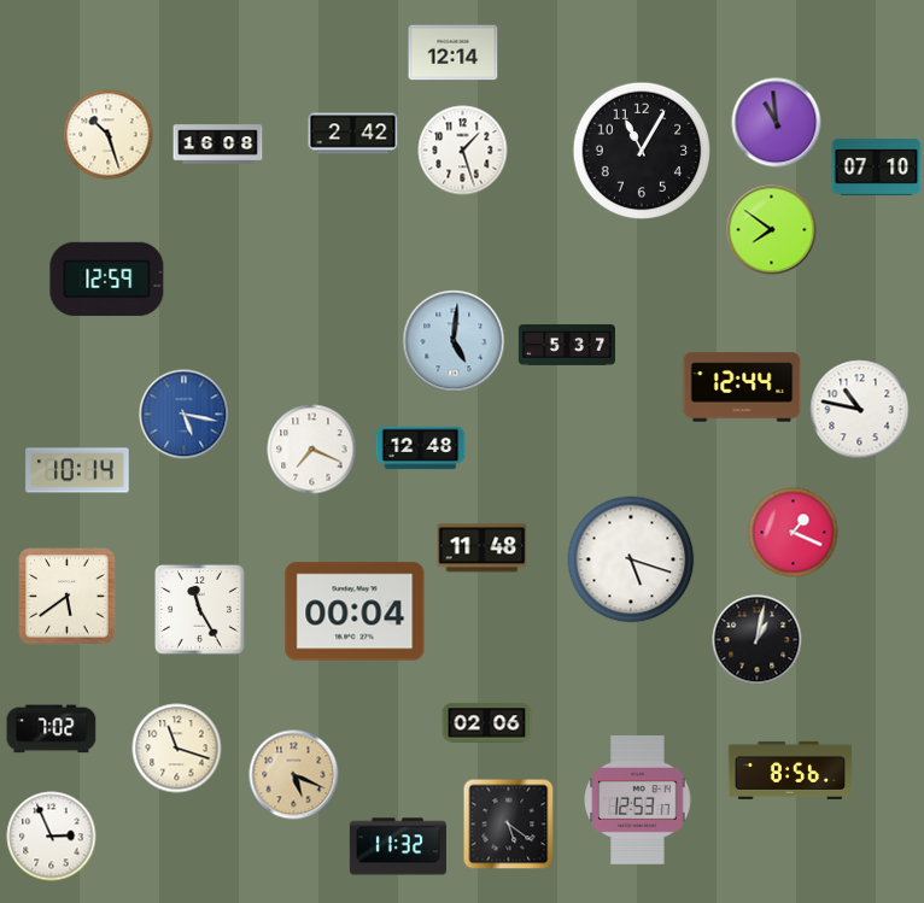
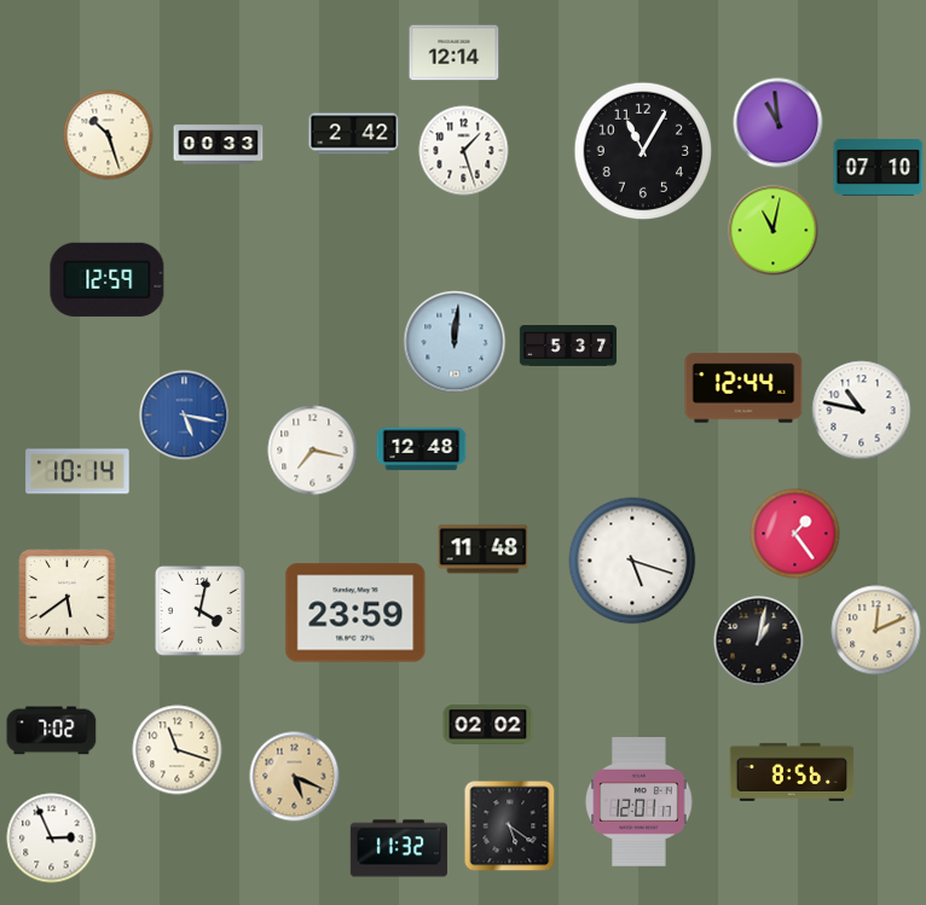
clock at (218, 145): 16:08 -> 00:33
clock at (772, 230): 7:51 -> 11:02
clock at (454, 341): 5:01 -> 12:01
clock at (312, 450): 7:19 -> 7:17
clock at (794, 533): 1:19 -> 1:24
clock at (200, 610): 11:25 -> 4:02
clock at (355, 611): 00:04 -> 23:59
clock at (876, 631): none -> 12:11
clock at (487, 723): 02:06 -> 02:02
clock at (638, 801): 12:53 -> 12:01
